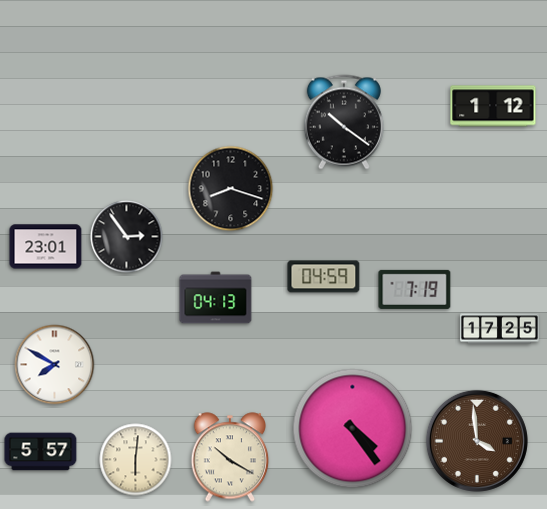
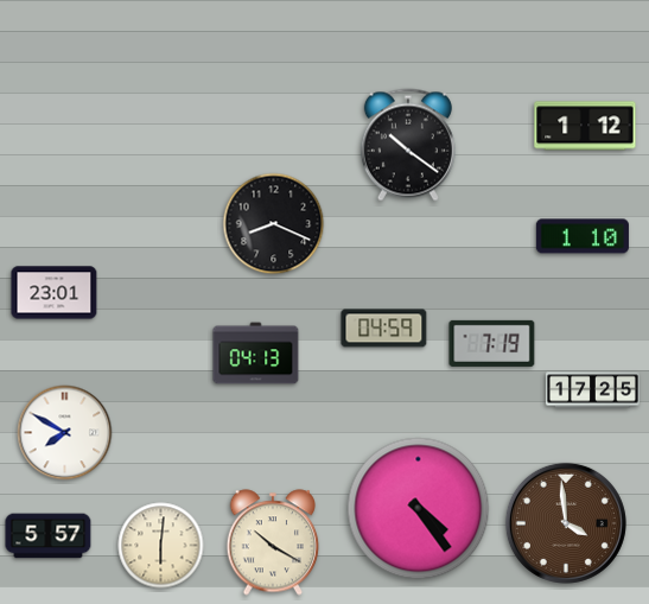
clock at (231, 189): 8:18 -> 8:19
clock at (583, 236): none -> 1:10
clock at (127, 237): 2:54 -> none
